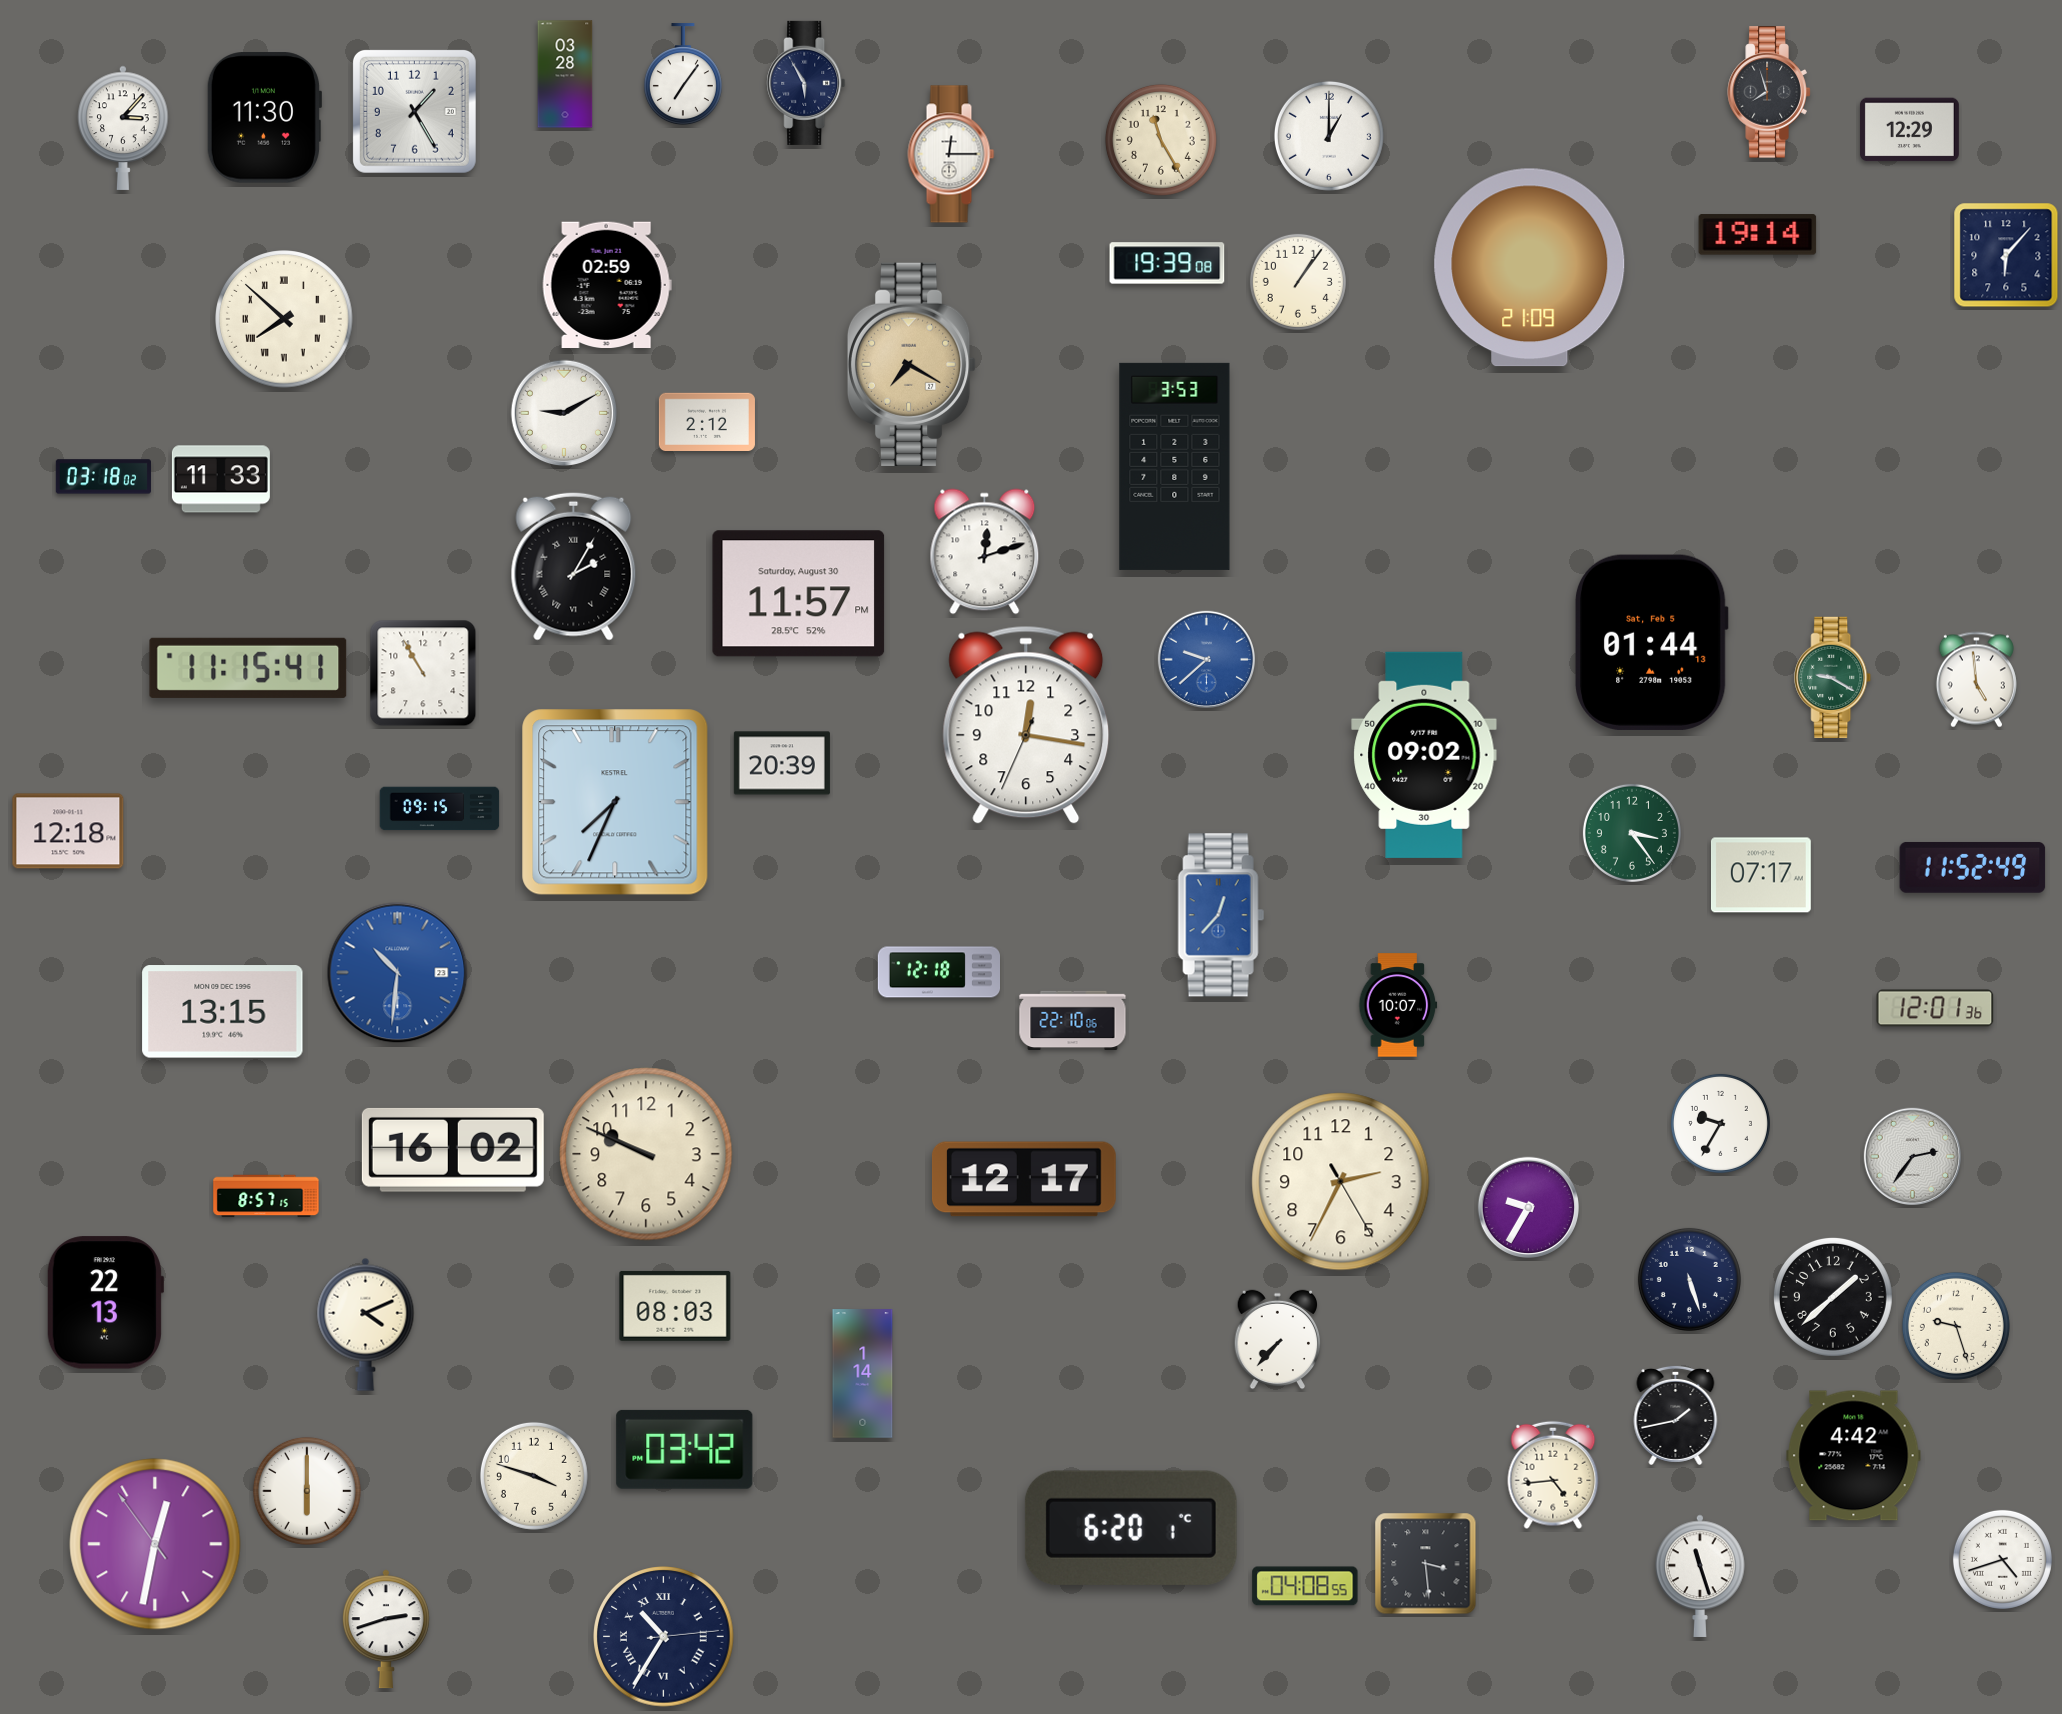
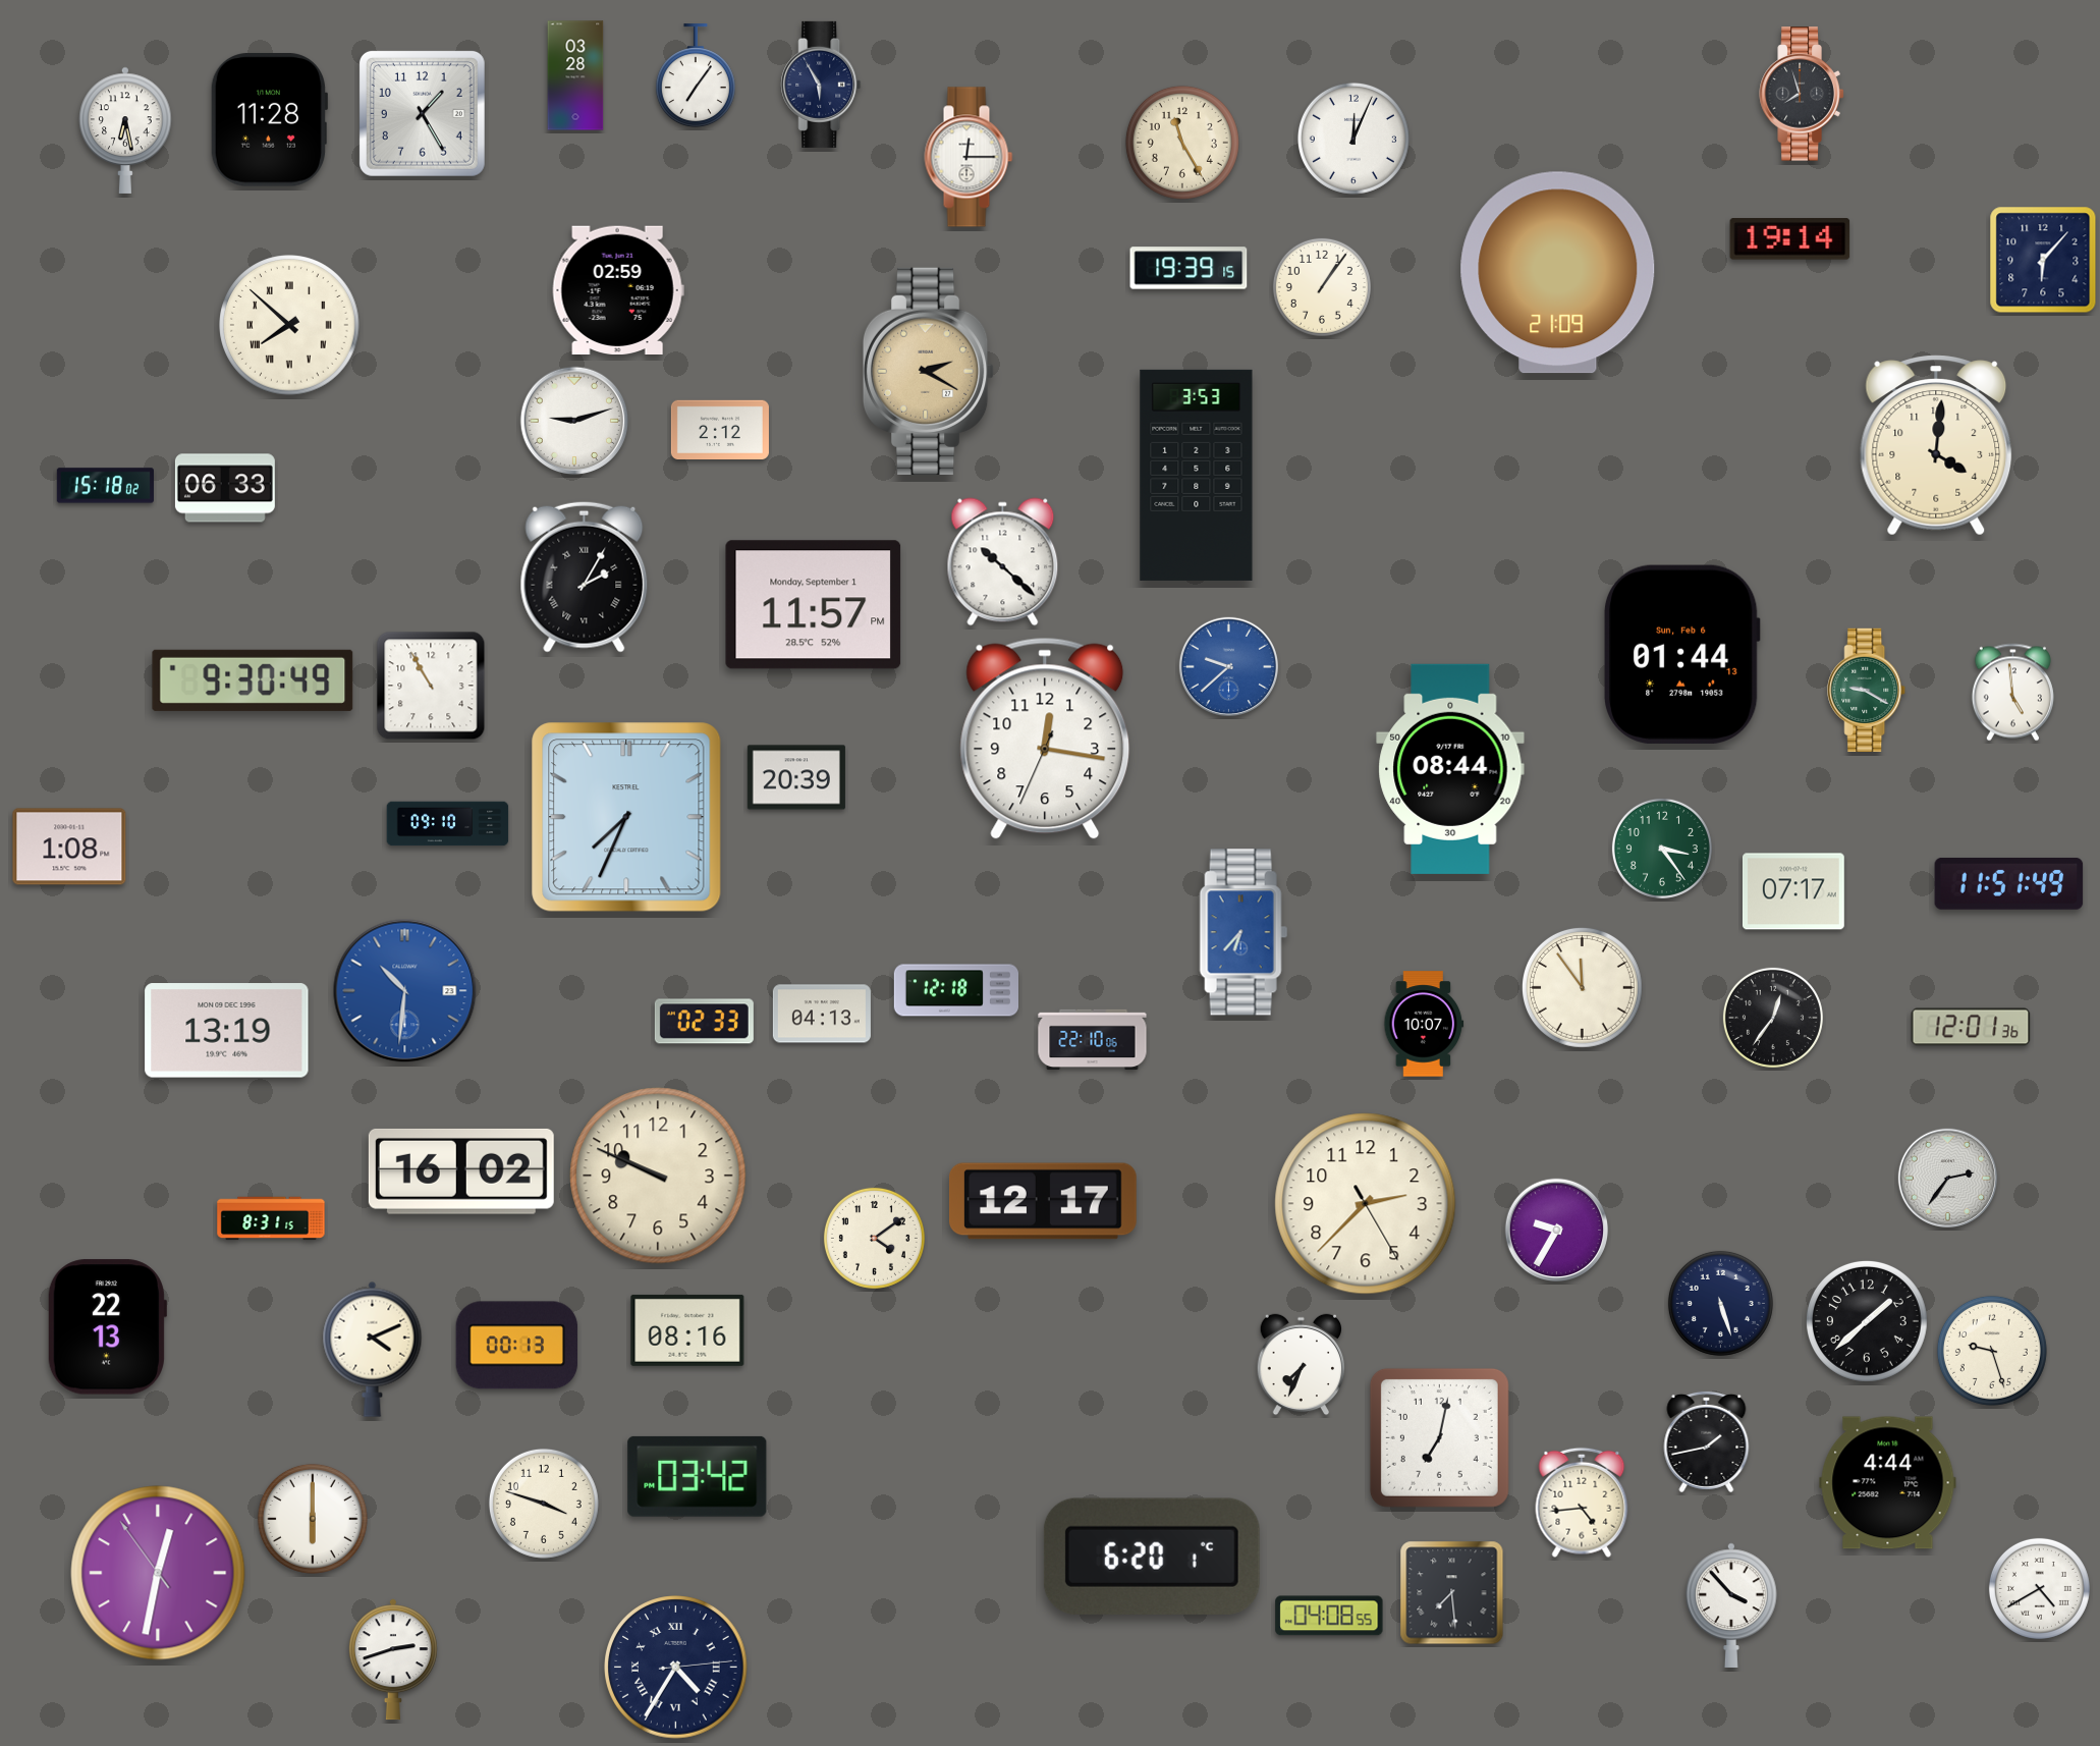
clock at (263, 118): 11:30 -> 11:28
clock at (123, 128): 3:07 -> 6:28
clock at (1909, 130): 12:29 -> none
clock at (1329, 136): 1:00 -> 12:04
clock at (1167, 263): 19:39:08 -> 19:39:15
clock at (912, 364): 7:20 -> 2:20
clock at (564, 413): 9:10 -> 9:12
clock at (1936, 445): none -> 4:01
clock at (103, 477): 03:18 -> 15:18
clock at (221, 479): 11:33 -> 06:33
clock at (985, 552): 12:12 -> 10:22
clock at (799, 594) date: Saturday, August 30 -> Monday, September 1
clock at (1651, 642) date: Sat, Feb 5 -> Sun, Feb 6
clock at (1206, 659) position: (1206, 659) -> (1228, 666)
clock at (248, 668): 11:15 -> 9:30
clock at (1424, 755): 09:02 -> 08:44
clock at (440, 809): 09:15 -> 09:10
clock at (68, 831): 12:18 -> 1:08
clock at (1973, 868): 11:52 -> 11:51
clock at (1221, 915): 12:37 -> 6:37
clock at (1582, 987): none -> 11:54
clock at (822, 1014): none -> 04:13
clock at (1773, 1018): none -> 12:36
clock at (704, 1022): none -> 02:33
clock at (223, 1012): 13:15 -> 13:19
clock at (1720, 1123): 9:35 -> none
clock at (1341, 1182): 2:34 -> 2:37
clock at (266, 1196): 8:57 -> 8:31
clock at (874, 1238): none -> 4:09
clock at (675, 1306): 08:03 -> 08:16
clock at (517, 1346): none -> 00:13
clock at (1278, 1340): 7:37 -> 7:34
clock at (863, 1374): 1:14 -> none
clock at (1439, 1437): none -> 7:02
clock at (1854, 1456): 4:42 -> 4:44
clock at (2002, 1559): 4:42 -> 4:40
clock at (1426, 1564): 3:29 -> 7:29
clock at (1700, 1576): 11:27 -> 3:53
clock at (664, 1637): 10:35 -> 4:35
